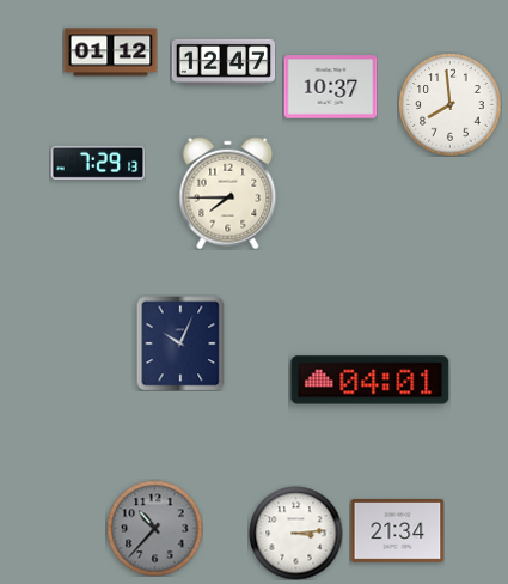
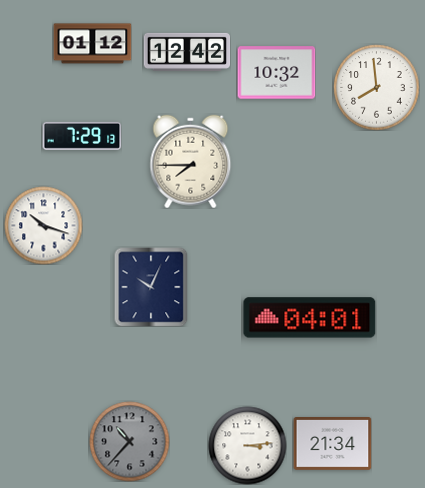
clock at (224, 62): 12:47 -> 12:42
clock at (330, 87): 10:37 -> 10:32
clock at (43, 225): none -> 10:18
